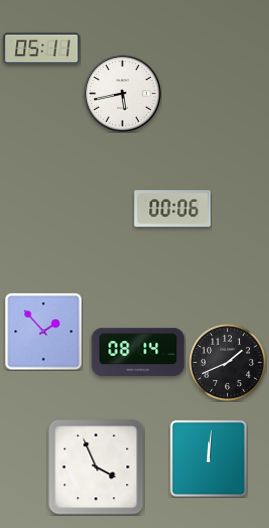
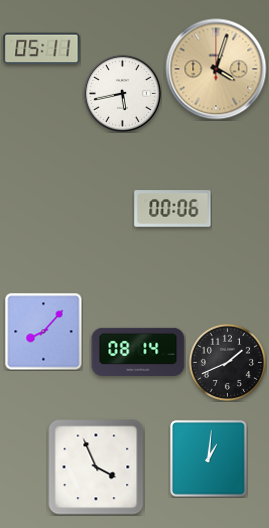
clock at (216, 69): none -> 4:03
clock at (43, 331): 1:53 -> 8:07
clock at (209, 459): 12:01 -> 1:01
